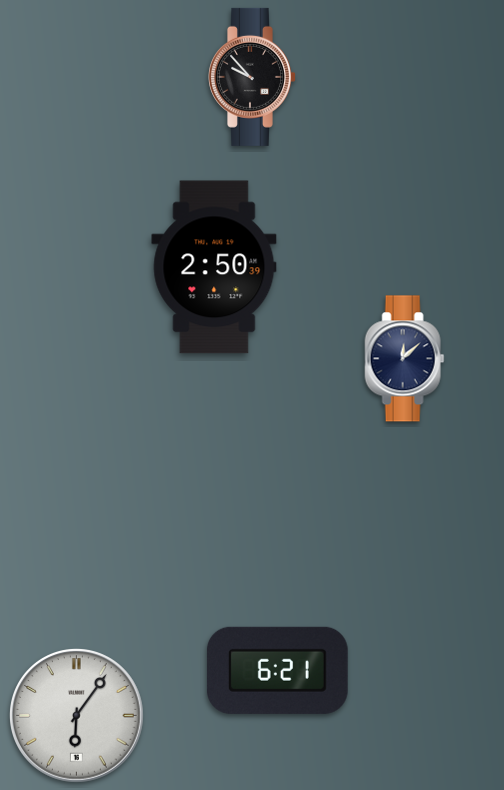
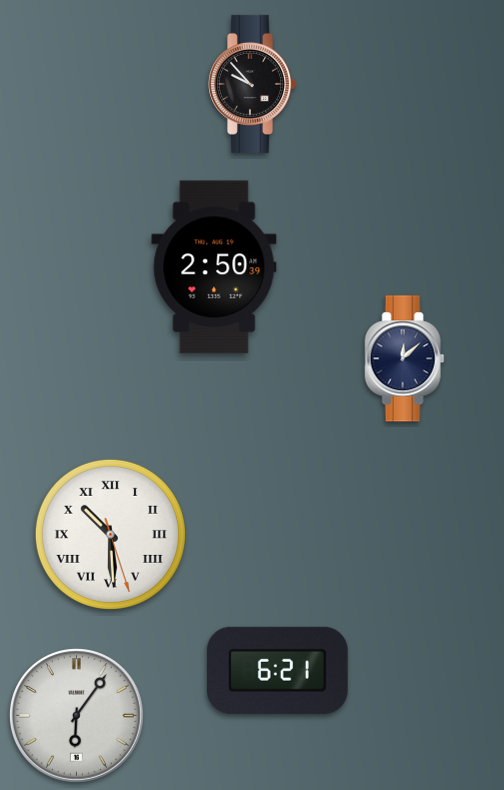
clock at (253, 77) position: (253, 77) -> (253, 84)
clock at (110, 534): none -> 10:29
